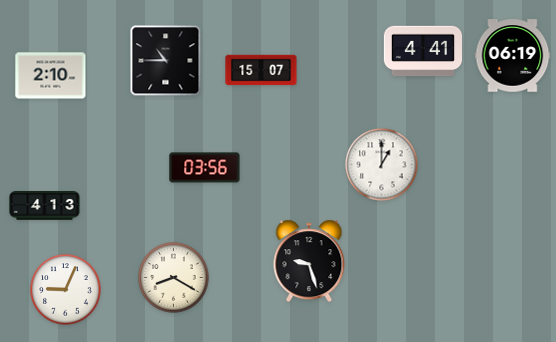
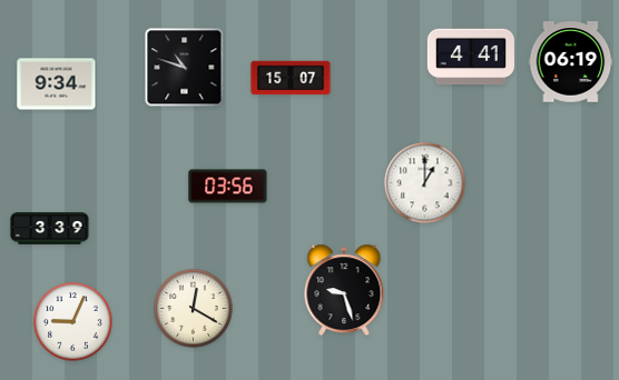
clock at (166, 61): 10:45 -> 10:48
clock at (51, 76): 2:10 -> 9:34
clock at (45, 206): 4:13 -> 3:39
clock at (174, 278): 8:20 -> 12:20
